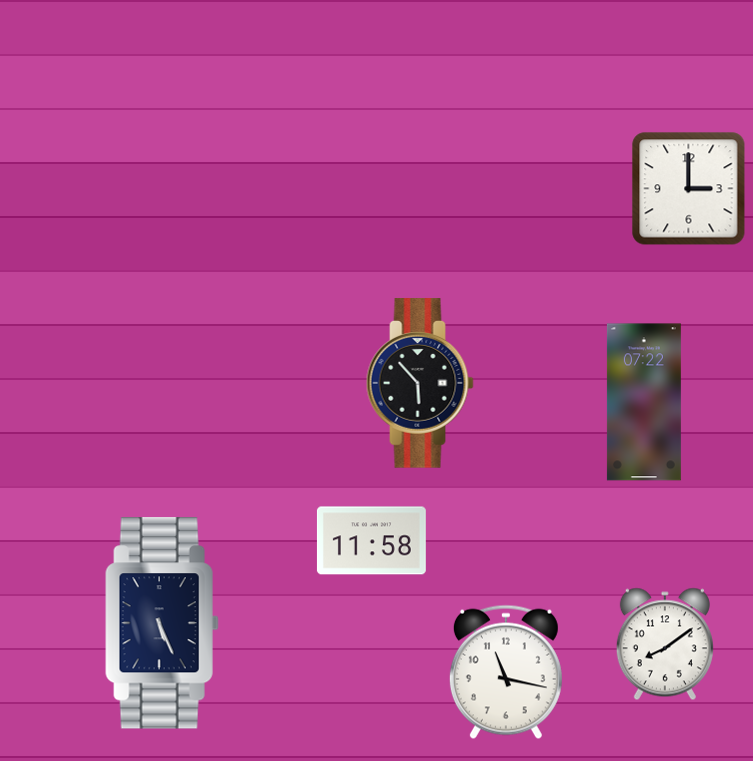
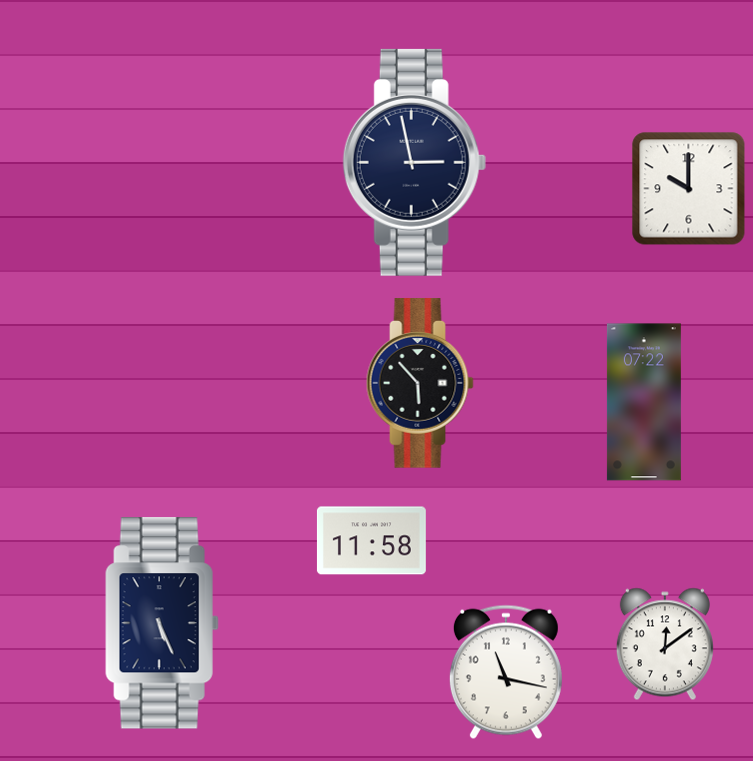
clock at (414, 162): none -> 2:58
clock at (689, 189): 3:00 -> 10:00
clock at (665, 644): 8:09 -> 12:09
